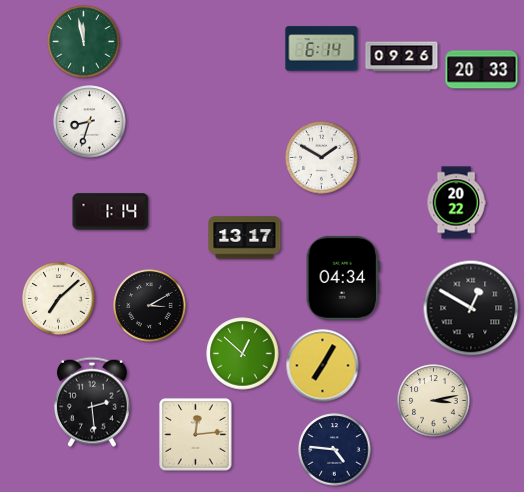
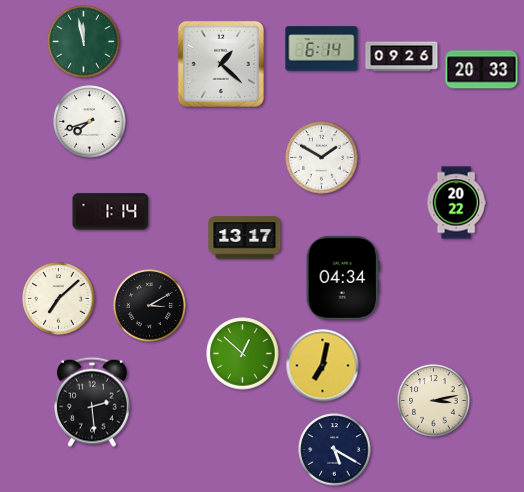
clock at (221, 64): none -> 1:22
clock at (90, 122): 8:33 -> 7:42
clock at (471, 308): 12:50 -> none
clock at (323, 366): 7:05 -> 7:02
clock at (196, 435): 12:14 -> none
clock at (335, 450): 4:46 -> 5:20
